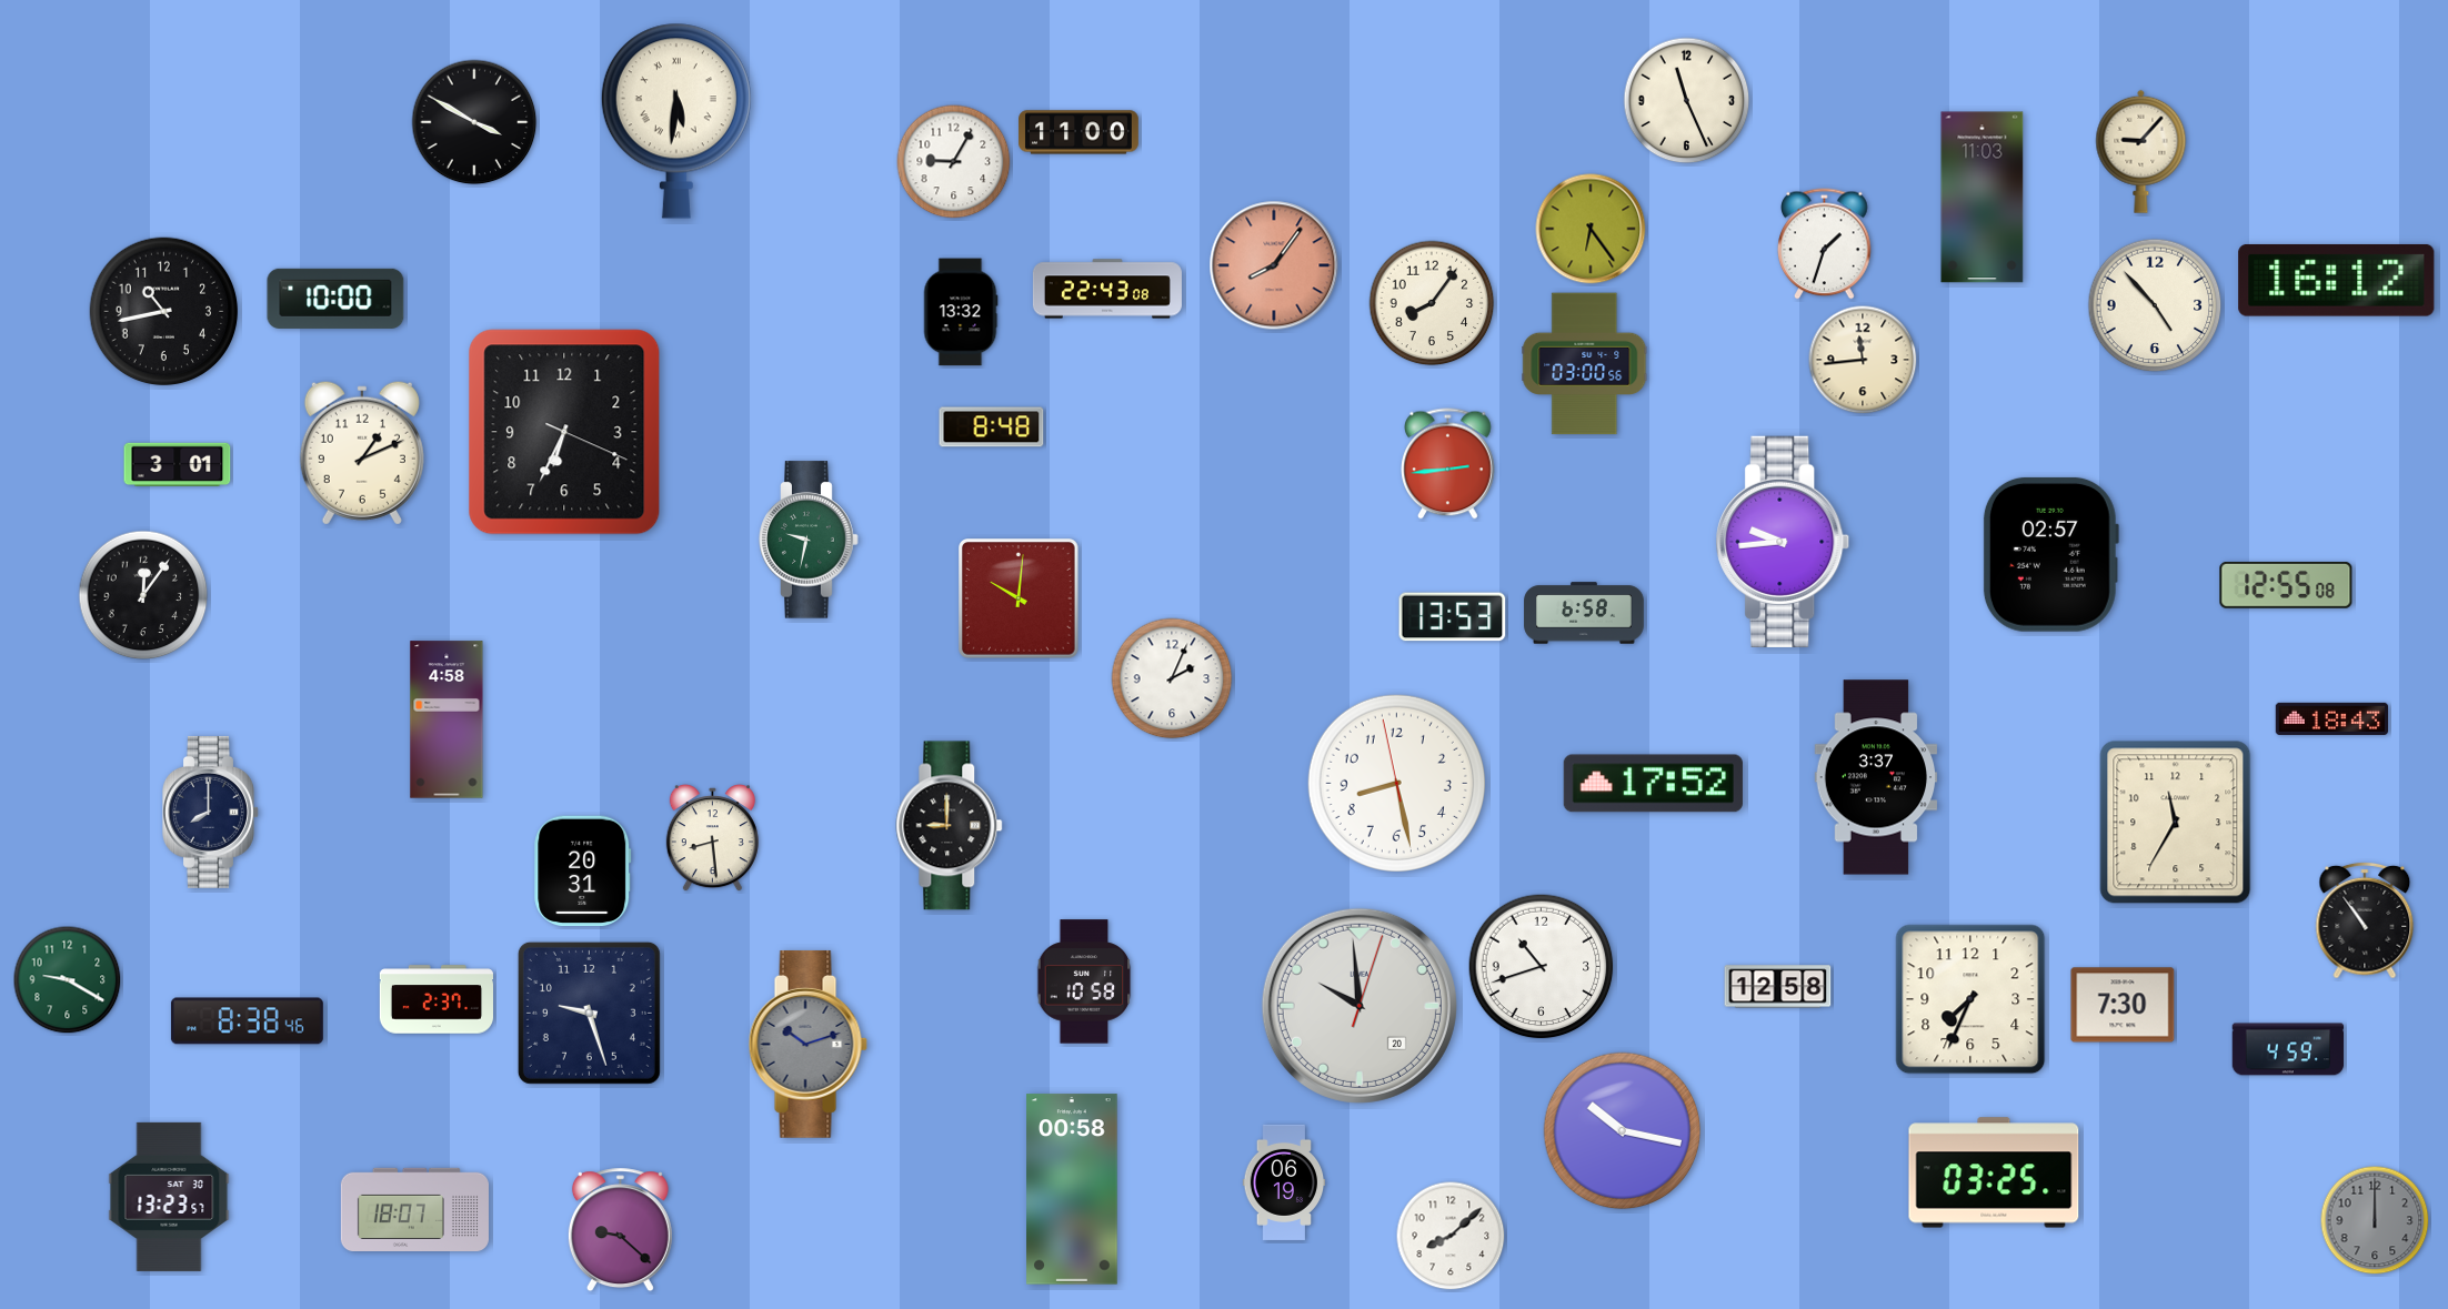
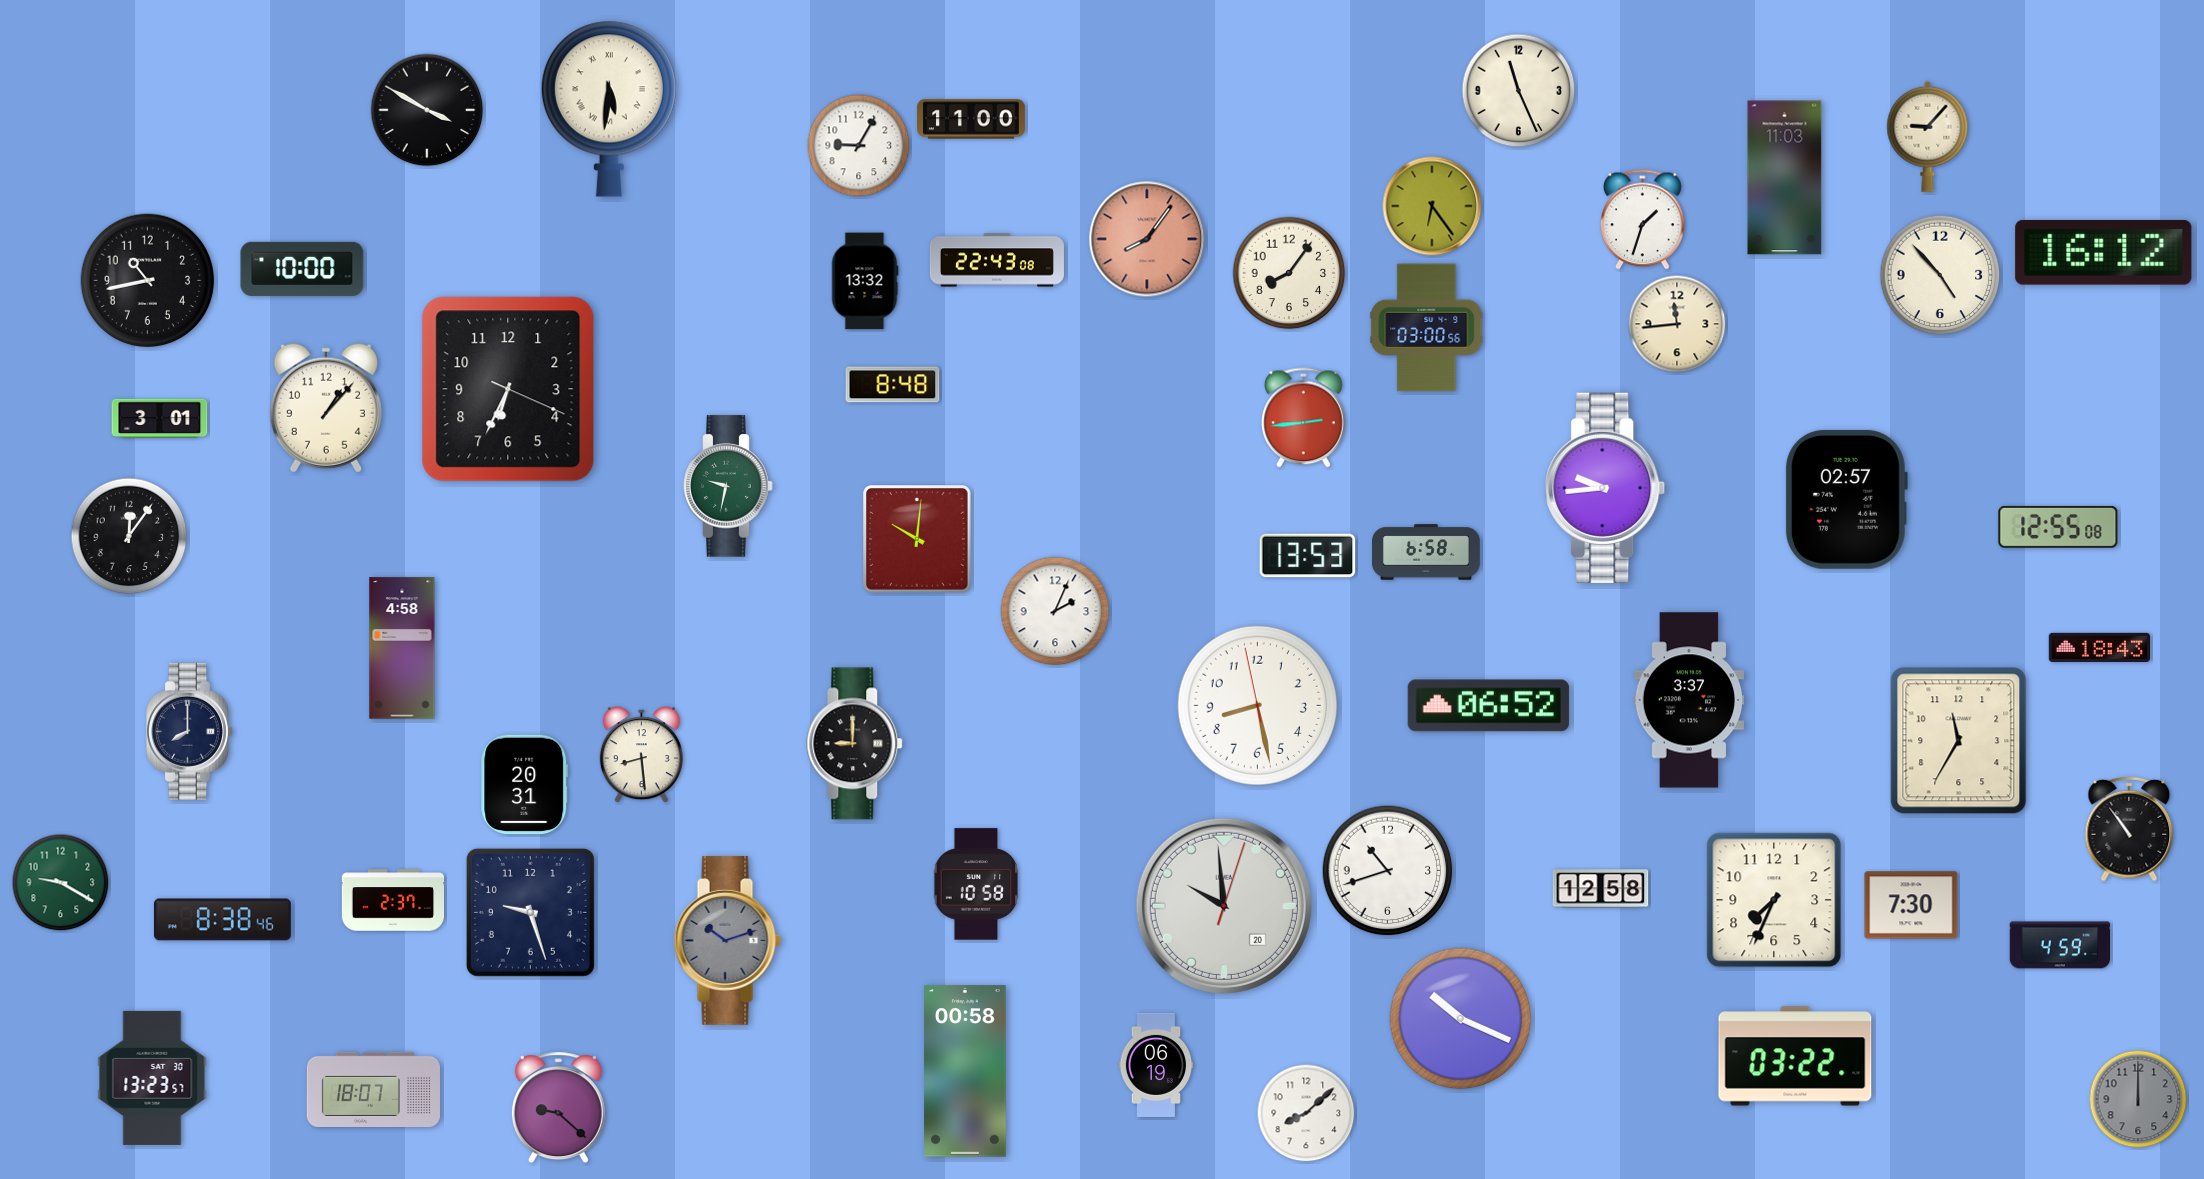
clock at (362, 453): 1:11 -> 1:07
clock at (1653, 784): 17:52 -> 06:52
clock at (1623, 1131): 10:17 -> 10:19
clock at (1994, 1172): 03:25 -> 03:22
